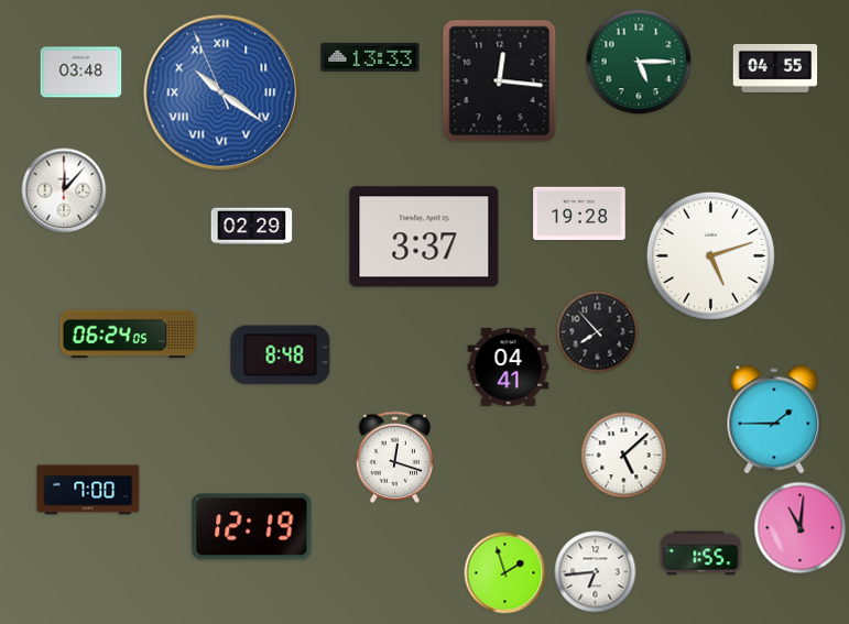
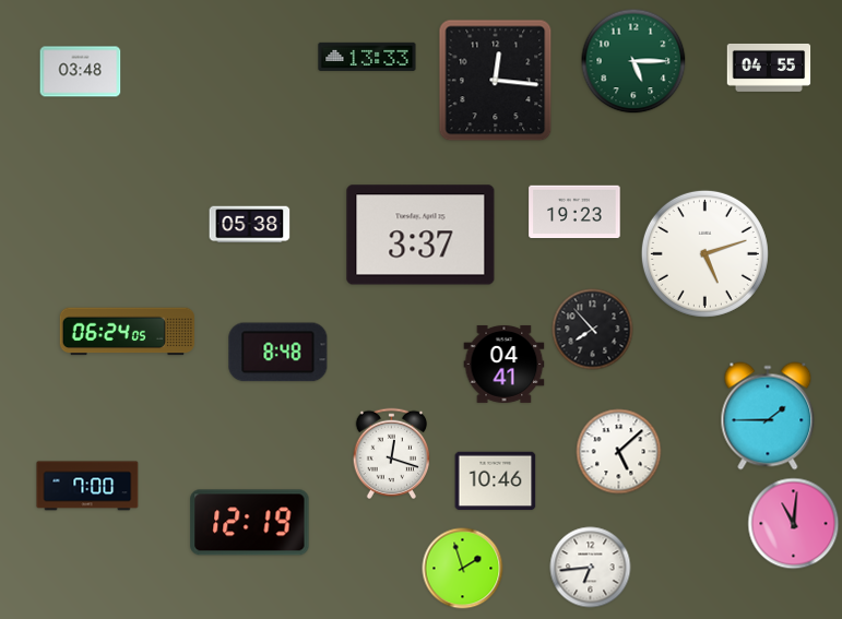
clock at (221, 92): 10:20 -> none
clock at (64, 190): 12:07 -> none
clock at (579, 214): 19:28 -> 19:23
clock at (252, 227): 02:29 -> 05:38
clock at (496, 481): none -> 10:46
clock at (701, 554): 1:55 -> none
clock at (505, 573) position: (505, 573) -> (463, 569)
